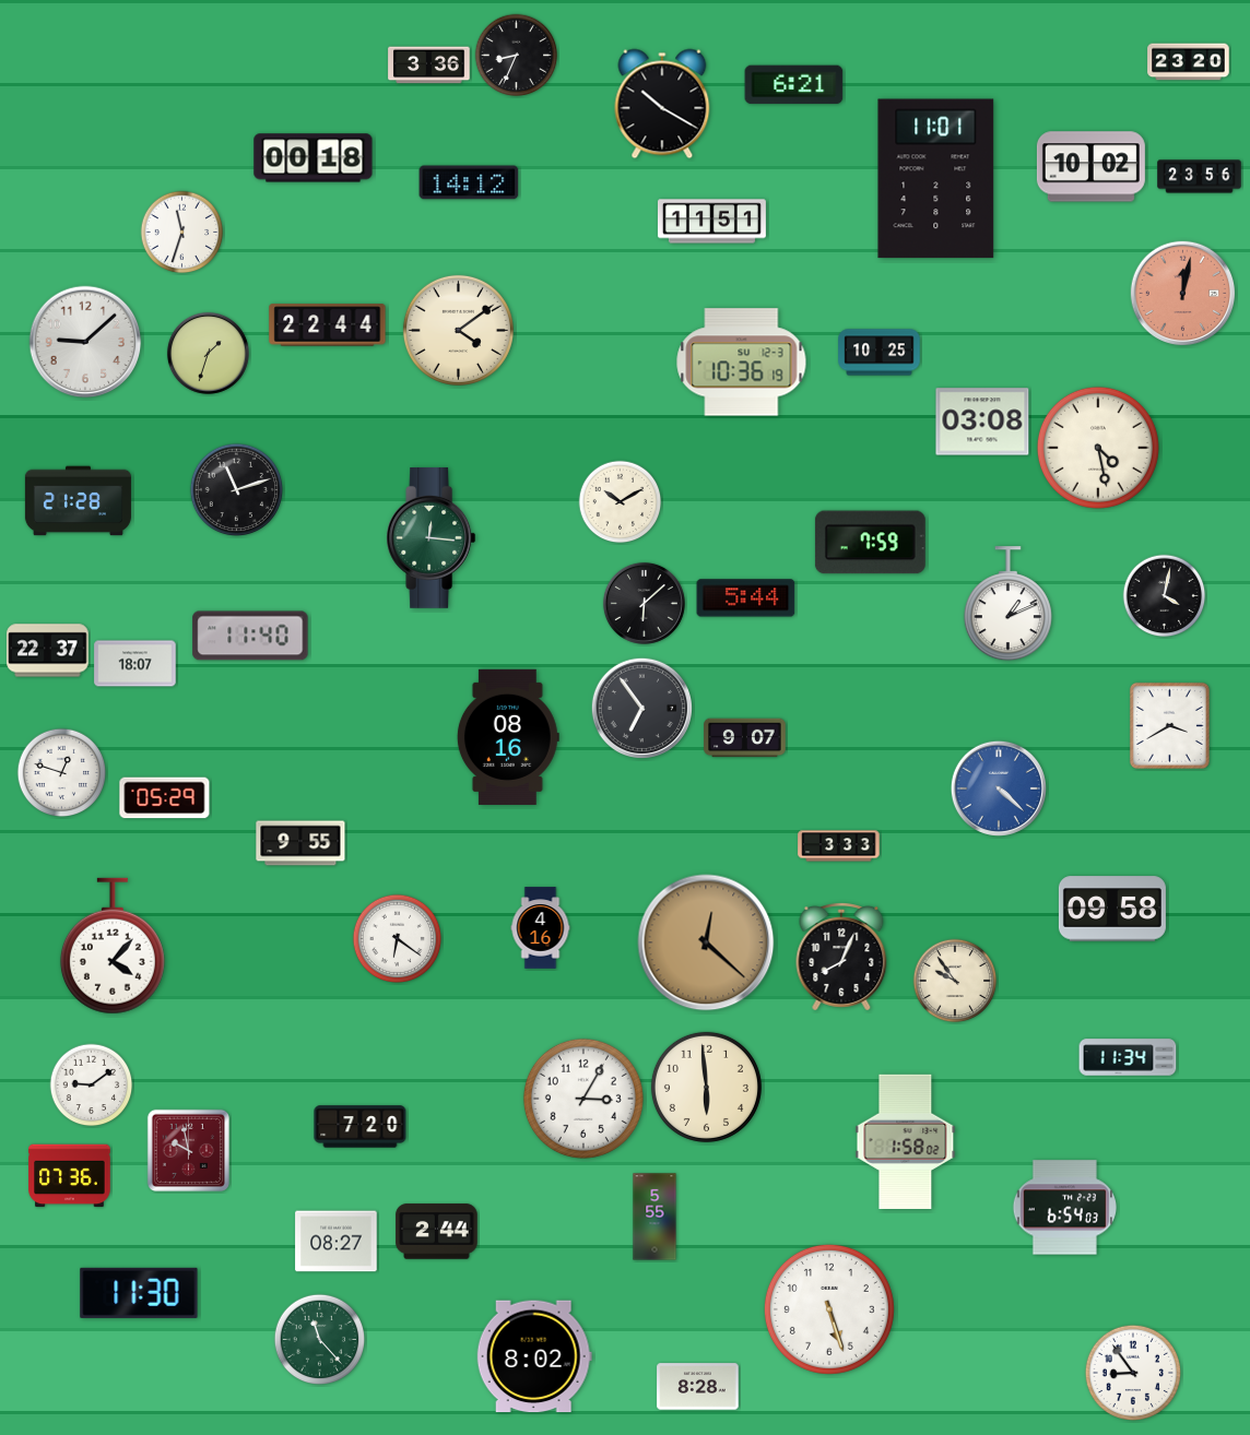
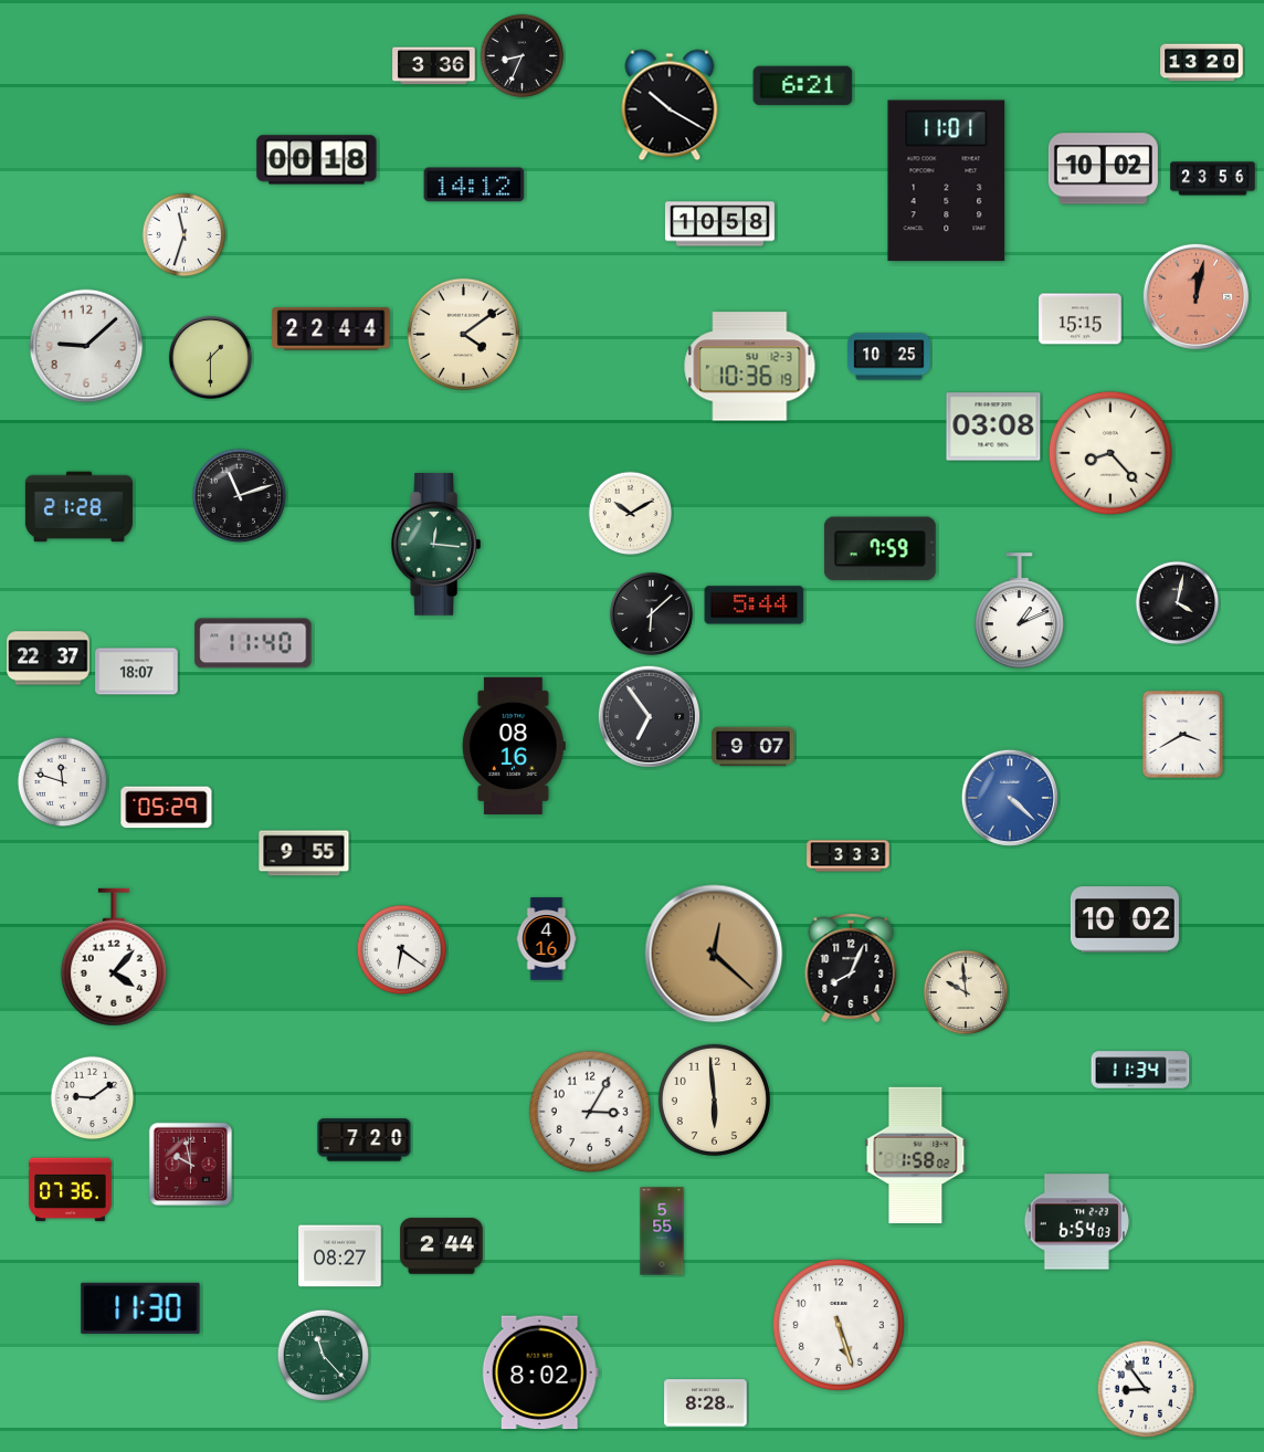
clock at (1189, 62): 23:20 -> 13:20
clock at (711, 222): 11:51 -> 10:58
clock at (1081, 319): none -> 15:15
clock at (208, 353): 1:33 -> 1:30
clock at (1098, 448): 4:28 -> 8:23
clock at (621, 502) position: (621, 502) -> (631, 514)
clock at (644, 603) position: (644, 603) -> (651, 613)
clock at (62, 773): 12:48 -> 11:48
clock at (1112, 909): 09:58 -> 10:02
clock at (955, 981): 9:54 -> 9:59
